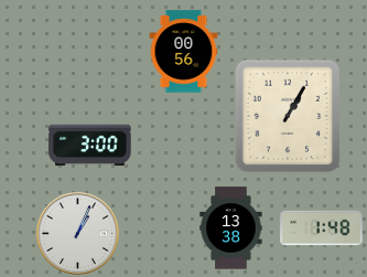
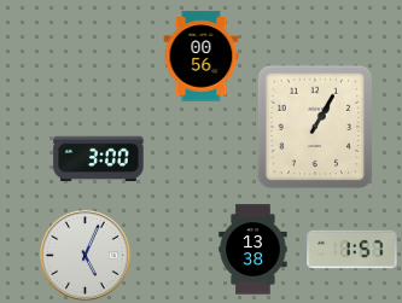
clock at (322, 228): 1:48 -> 1:57
clock at (77, 233): 1:04 -> 5:04
